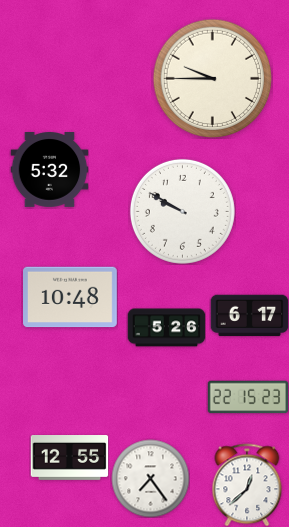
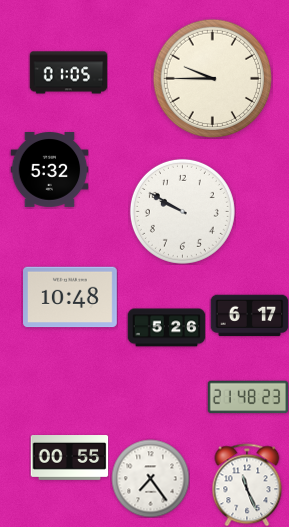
clock at (68, 73): none -> 01:05
clock at (248, 397): 22:15 -> 21:48
clock at (69, 458): 12:55 -> 00:55
clock at (247, 485): 12:38 -> 11:26
